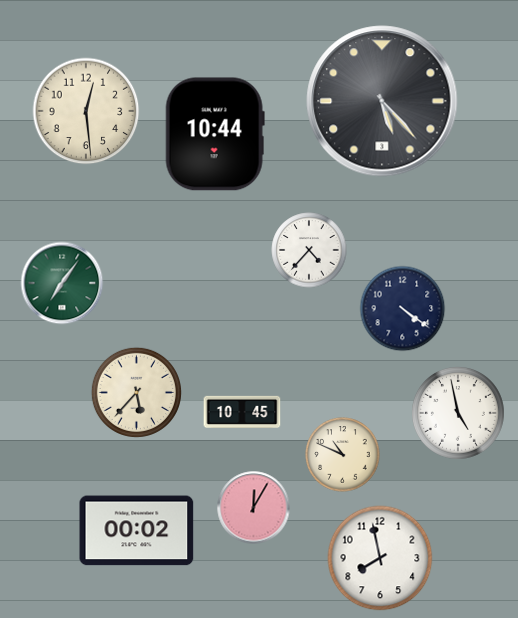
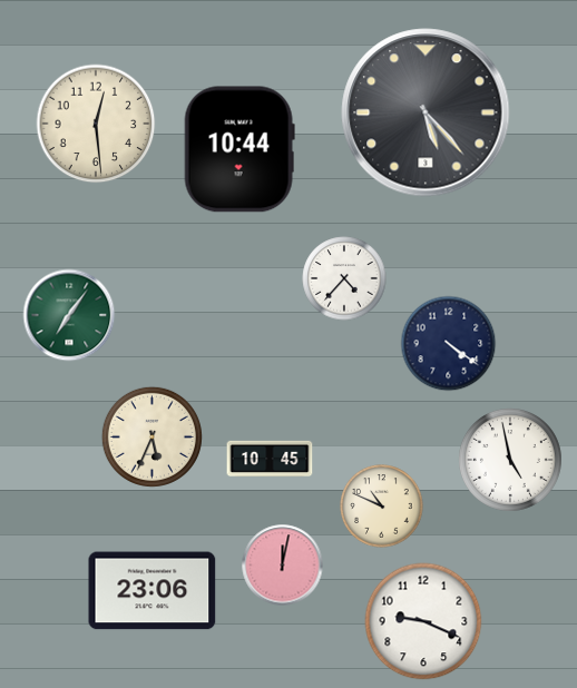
clock at (136, 392): 5:37 -> 5:34
clock at (254, 508): 12:05 -> 12:02
clock at (137, 531): 00:02 -> 23:06
clock at (380, 558): 7:58 -> 9:19
